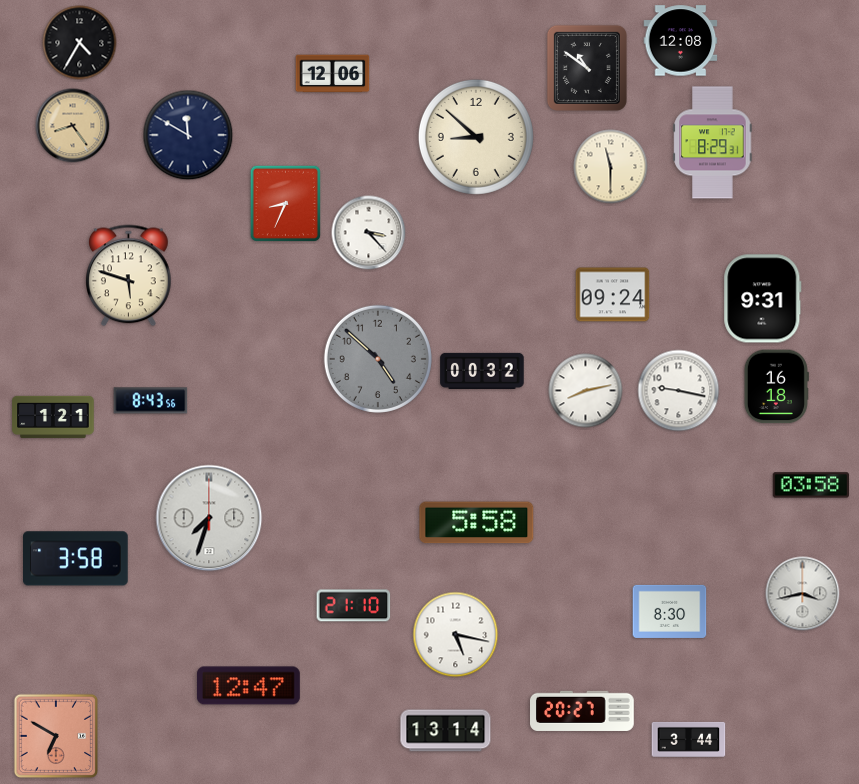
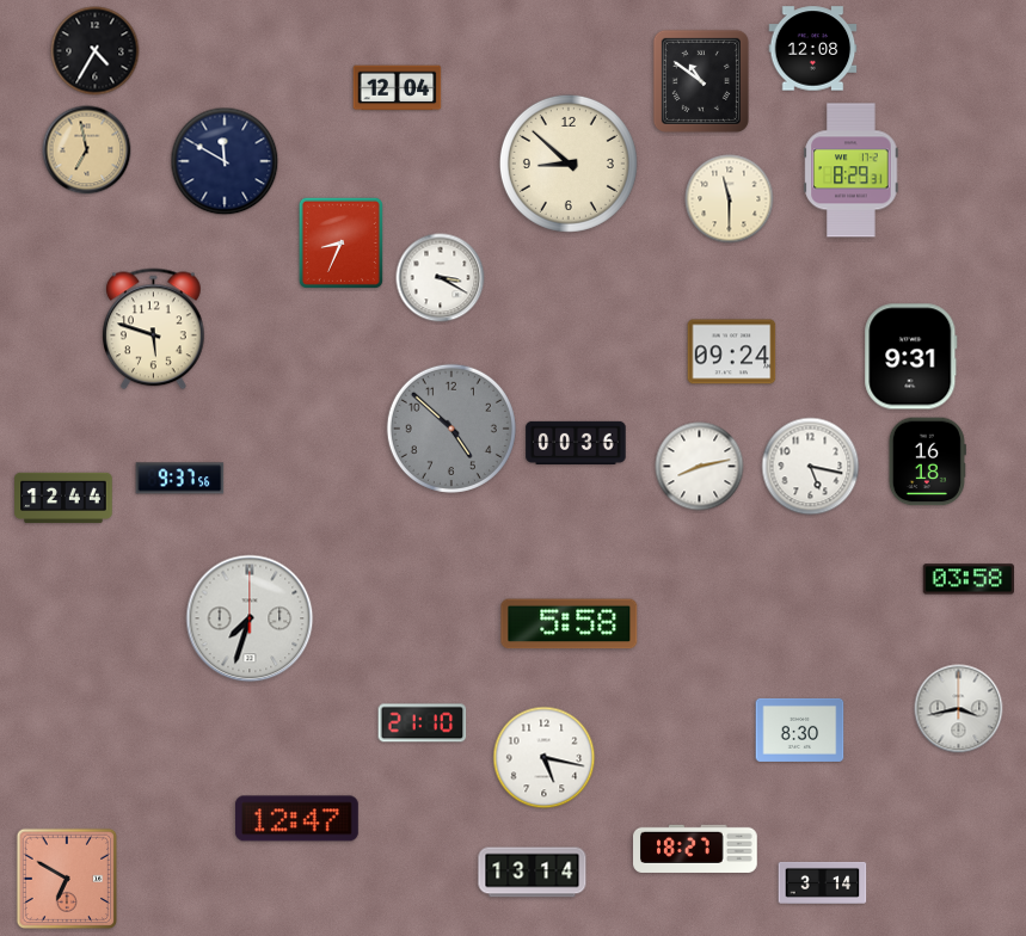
clock at (333, 74): 12:06 -> 12:04
clock at (73, 126): 8:24 -> 6:58
clock at (369, 233): 3:23 -> 3:20
clock at (482, 371): 00:32 -> 00:36
clock at (679, 391): 9:17 -> 5:17
clock at (151, 401): 8:43 -> 9:37
clock at (53, 417): 1:21 -> 12:44
clock at (76, 559): 3:58 -> none
clock at (583, 711): 20:27 -> 18:27
clock at (689, 739): 3:44 -> 3:14
